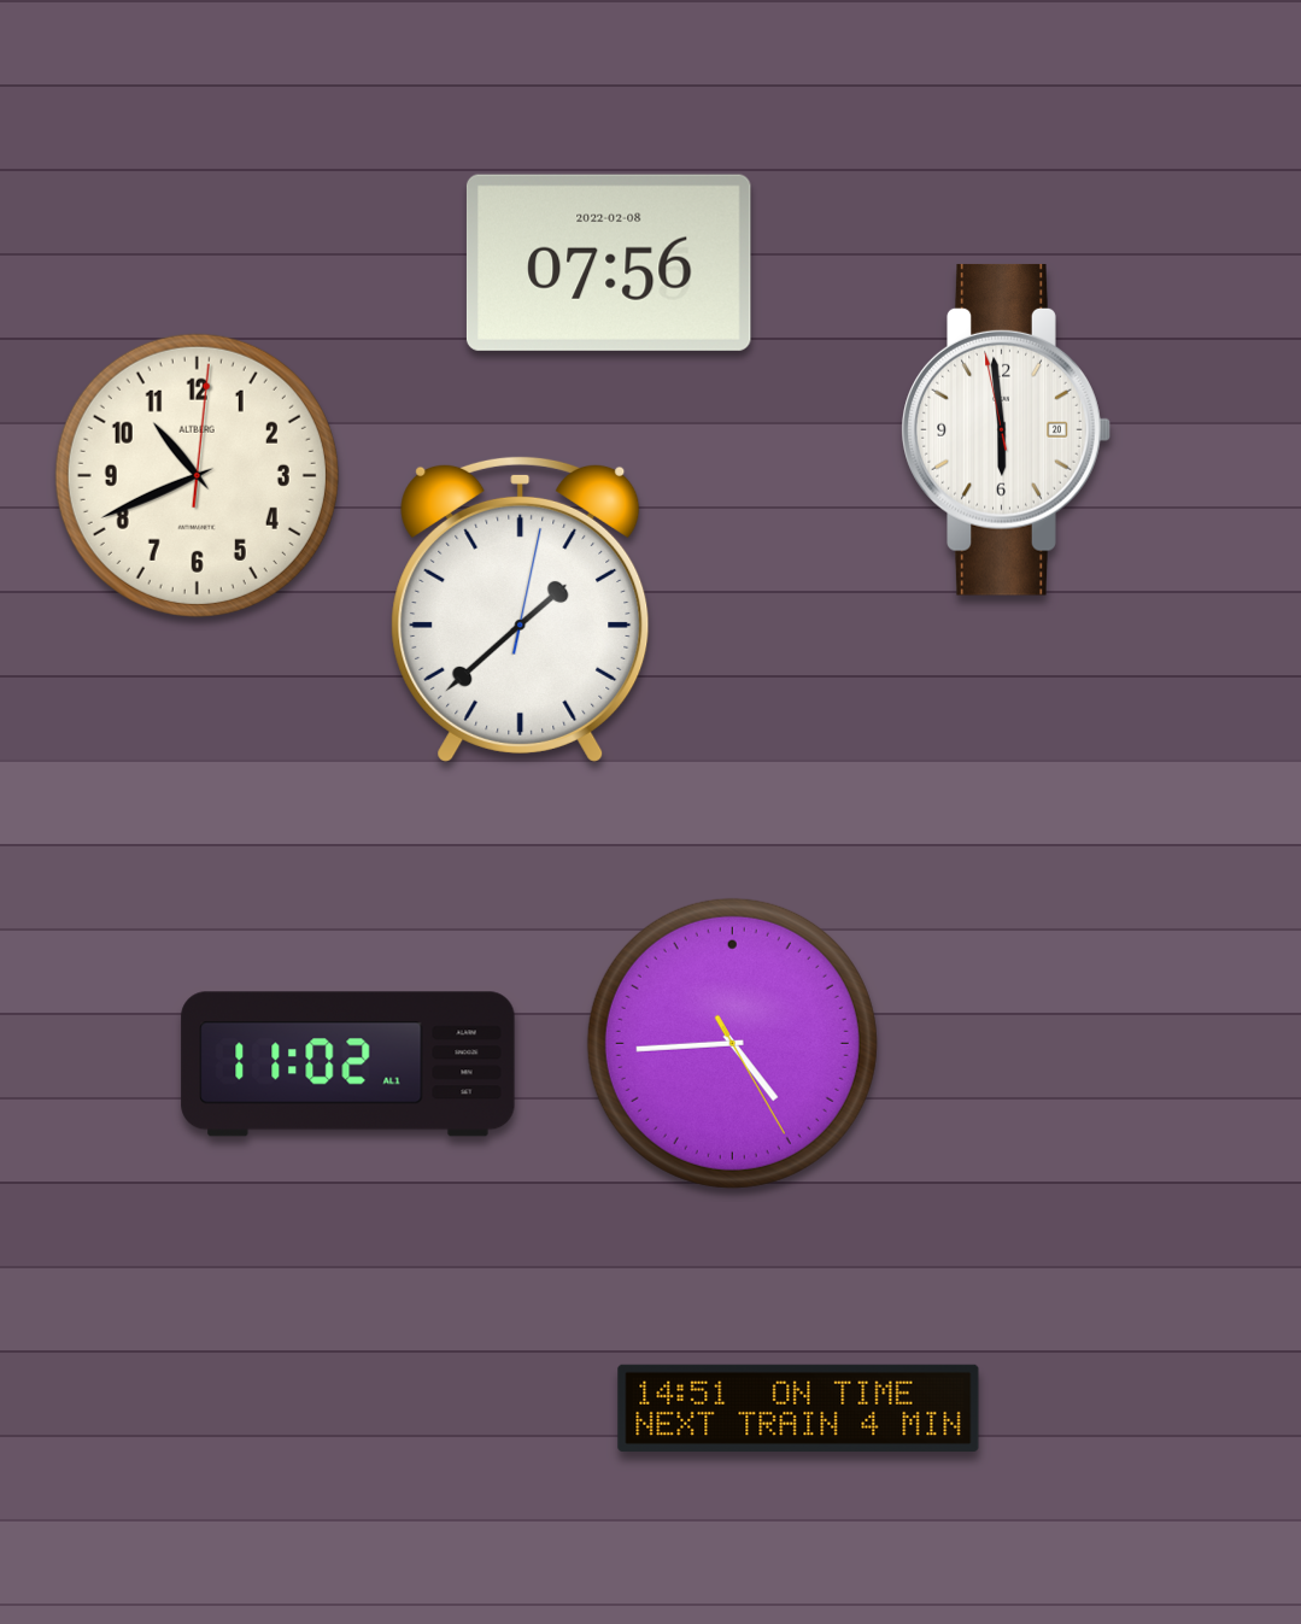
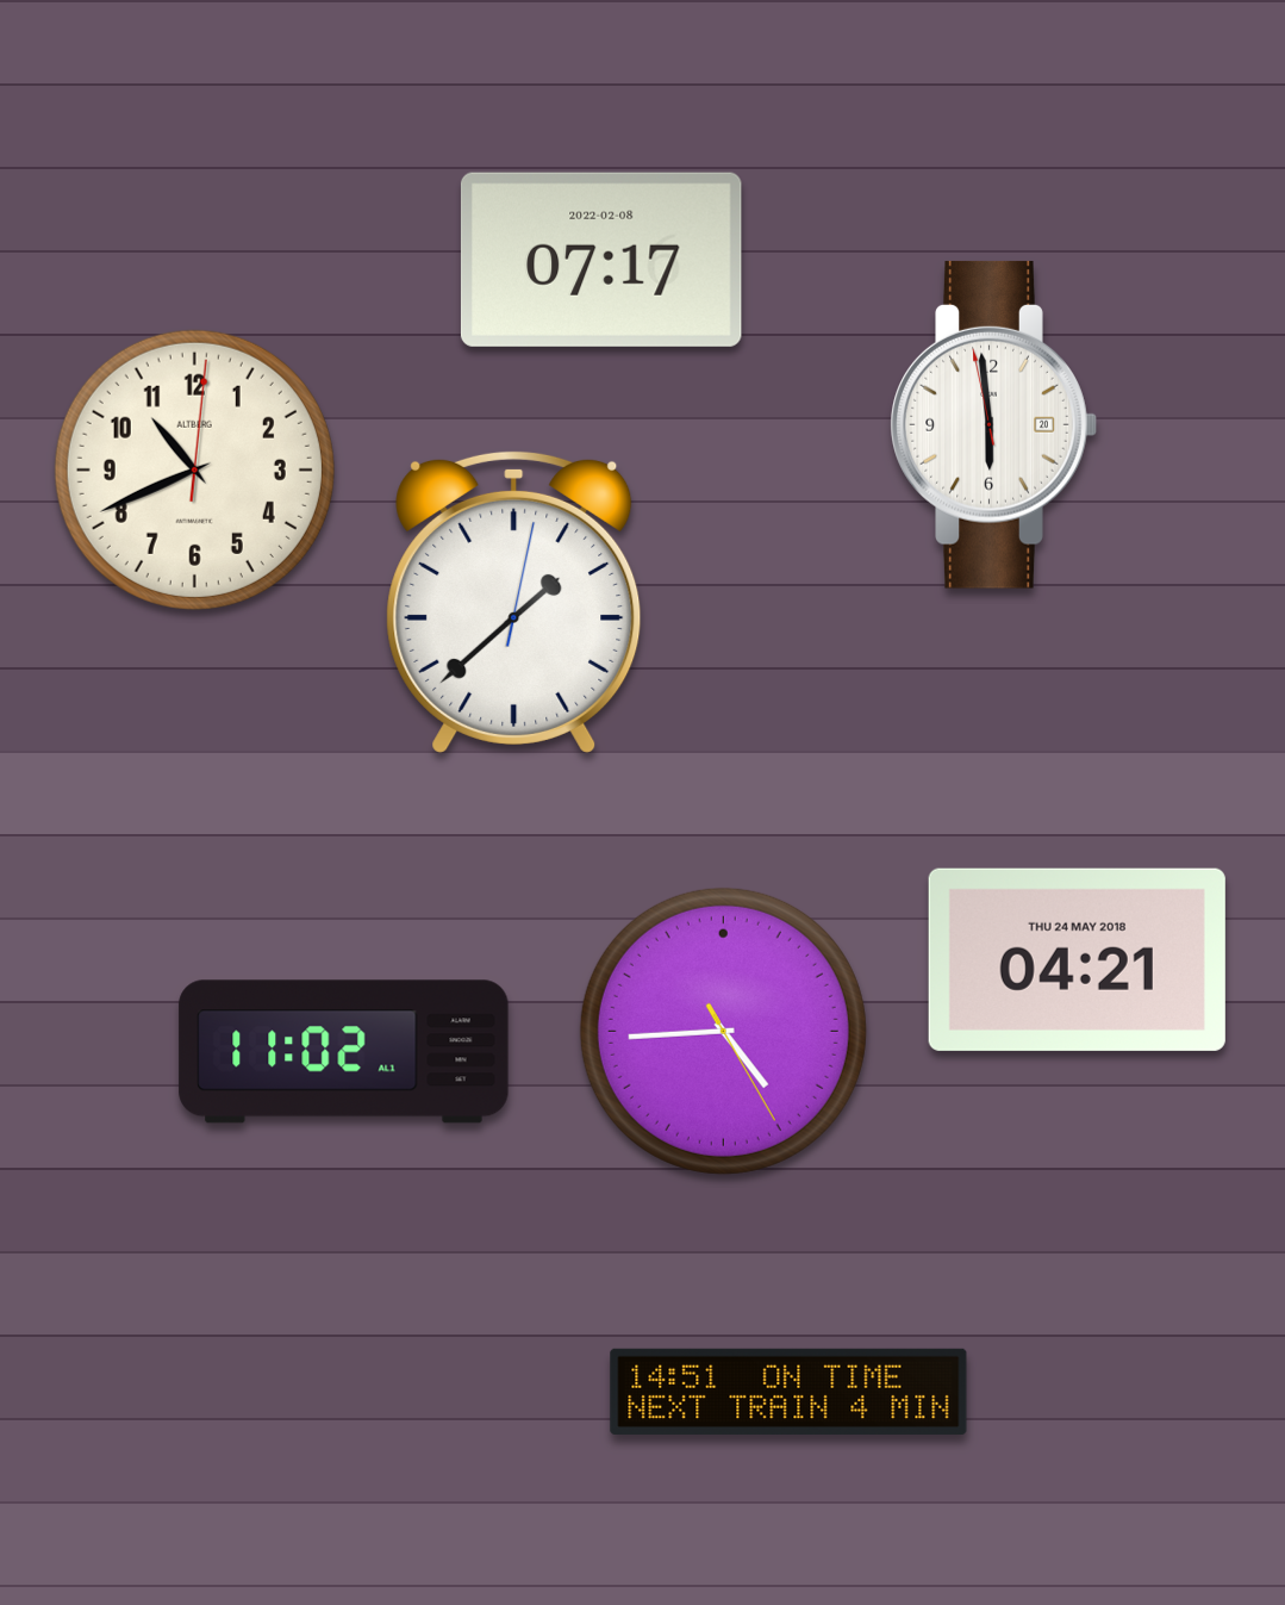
clock at (609, 263): 07:56 -> 07:17
clock at (1077, 959): none -> 04:21
